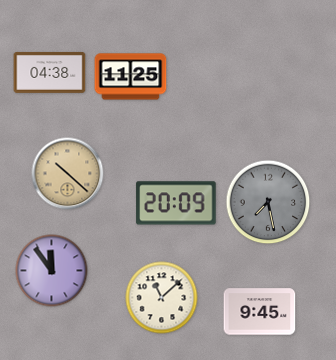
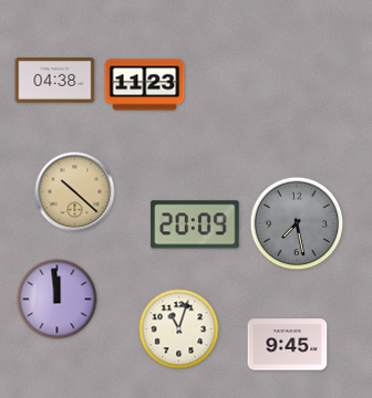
clock at (131, 77): 11:25 -> 11:23
clock at (52, 271): 11:54 -> 11:59
clock at (162, 298): 11:08 -> 11:03
